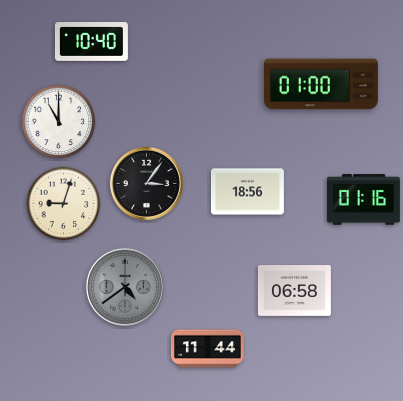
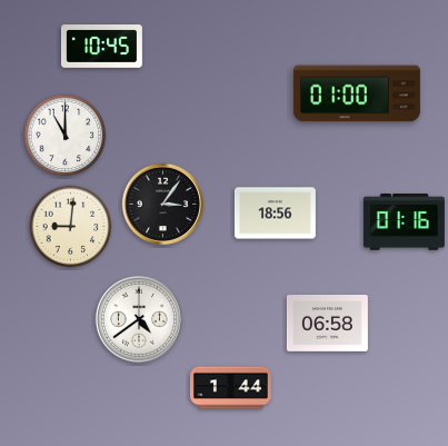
clock at (91, 42): 10:40 -> 10:45
clock at (64, 204): 9:03 -> 9:01
clock at (125, 287) dial: grey -> white
clock at (207, 349): 11:44 -> 1:44
